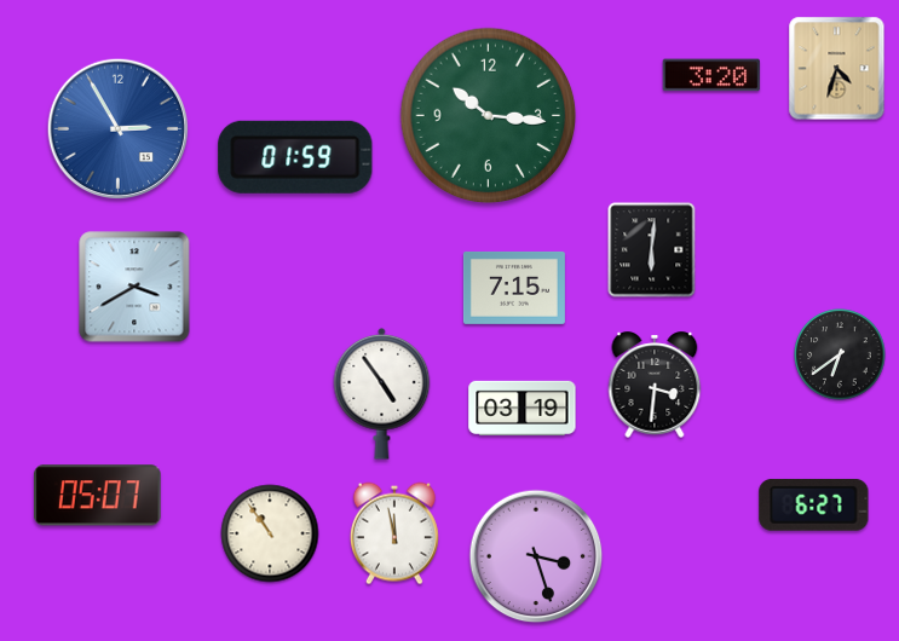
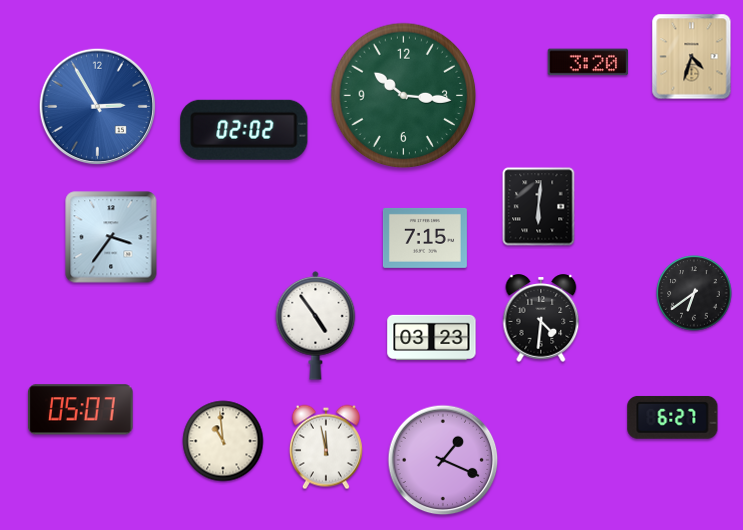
clock at (295, 157): 01:59 -> 02:02
clock at (134, 287): 3:40 -> 3:36
clock at (655, 385): 3:31 -> 4:31
clock at (523, 408): 03:19 -> 03:23
clock at (270, 533): 10:54 -> 10:59
clock at (394, 533) position: (394, 533) -> (326, 447)
clock at (536, 556): 3:27 -> 1:19
